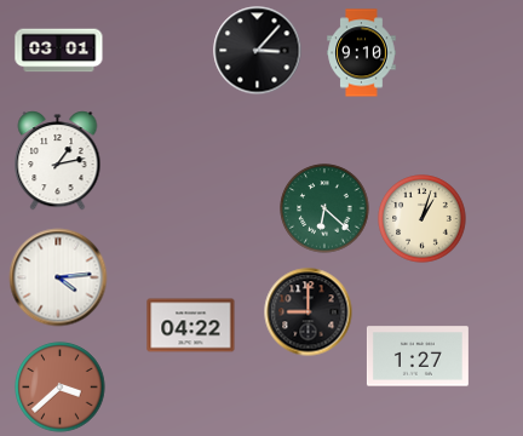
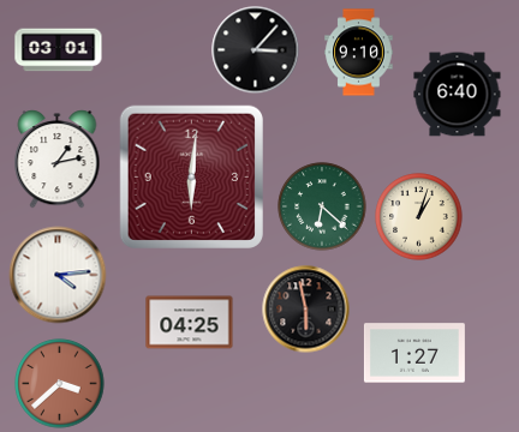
clock at (458, 95): none -> 6:40
clock at (191, 176): none -> 6:01
clock at (309, 312): 9:00 -> 5:58
clock at (191, 326): 04:22 -> 04:25
